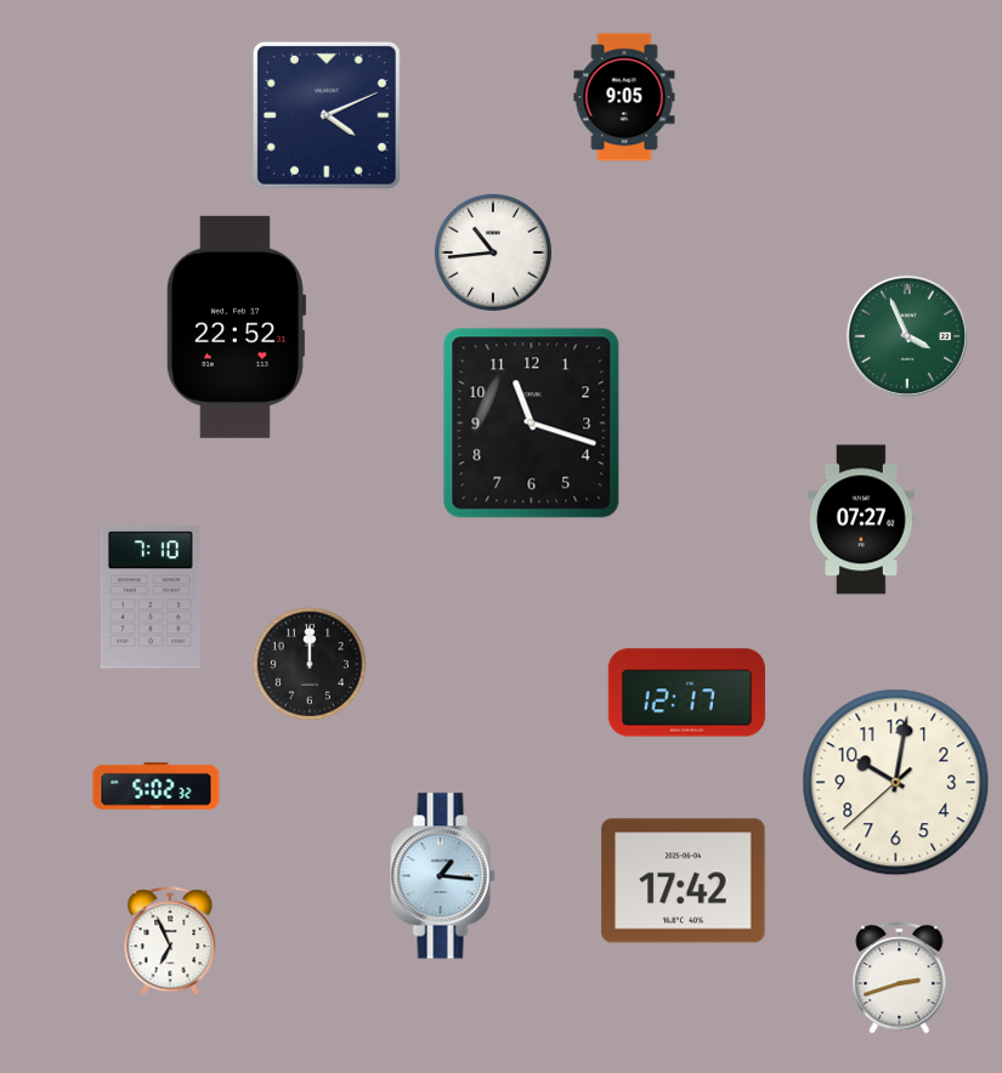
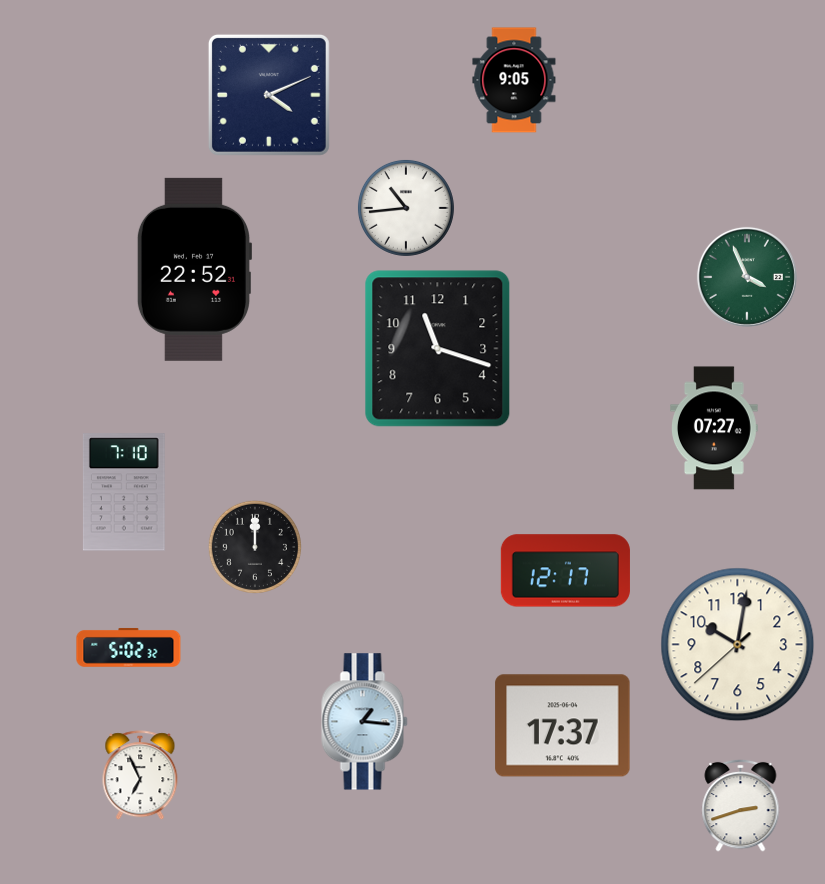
clock at (862, 520) position: (862, 520) -> (715, 428)
clock at (684, 881): 17:42 -> 17:37
